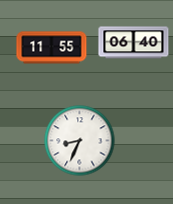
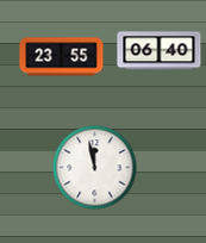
clock at (52, 48): 11:55 -> 23:55
clock at (80, 141): 8:34 -> 11:58
